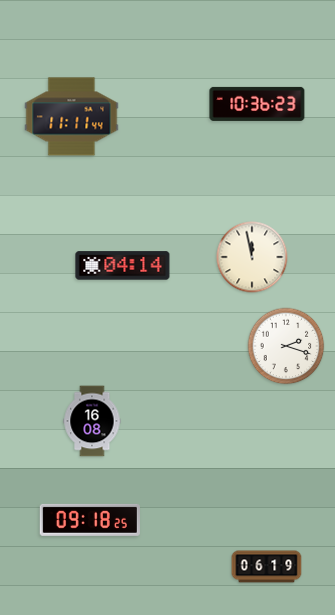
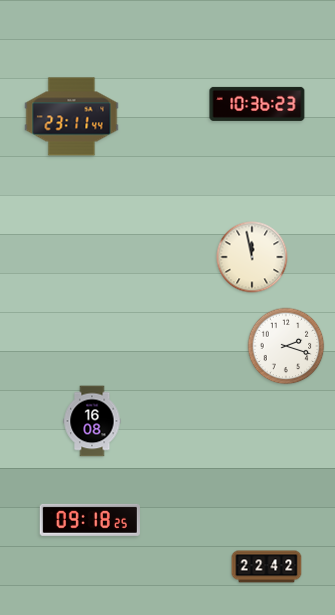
clock at (72, 117): 11:11 -> 23:11
clock at (123, 266): 04:14 -> none
clock at (267, 567): 06:19 -> 22:42
